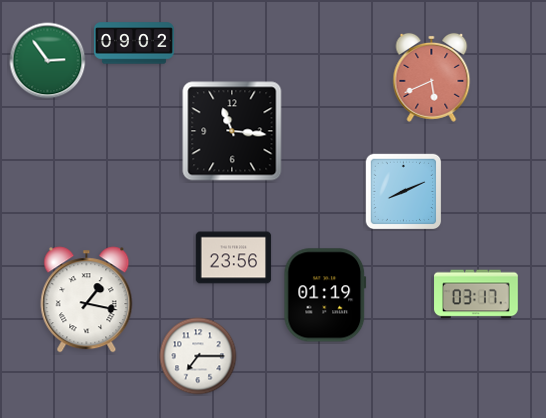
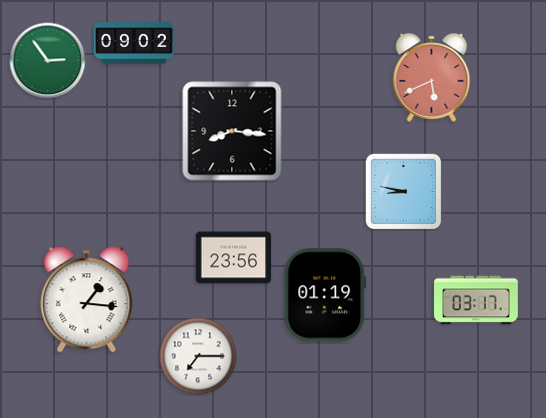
clock at (232, 131): 11:16 -> 8:16
clock at (403, 191): 8:11 -> 8:47
clock at (476, 294) position: (476, 294) -> (476, 300)
clock at (87, 300): 1:17 -> 1:16
